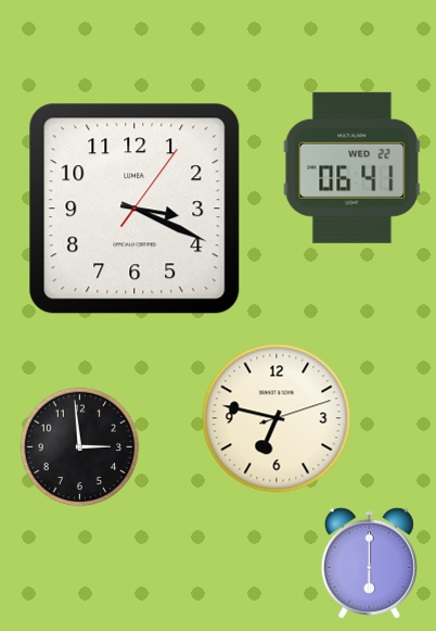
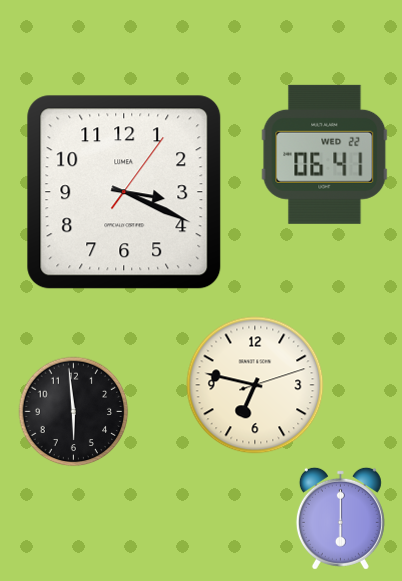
clock at (80, 447): 2:59 -> 5:59
